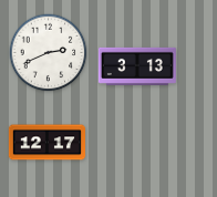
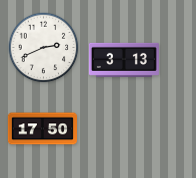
clock at (46, 143): 12:17 -> 17:50
